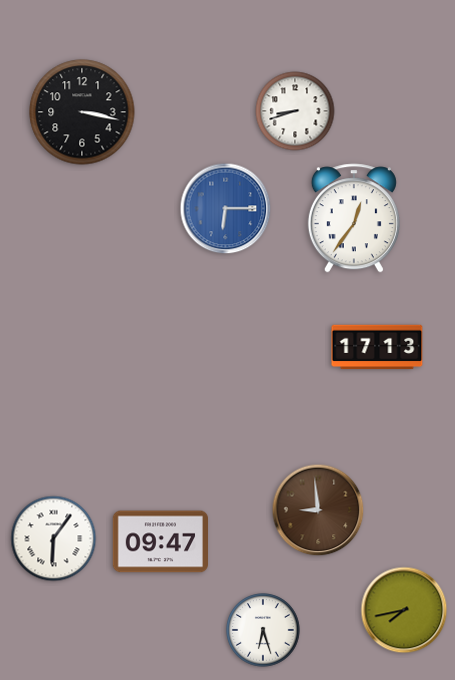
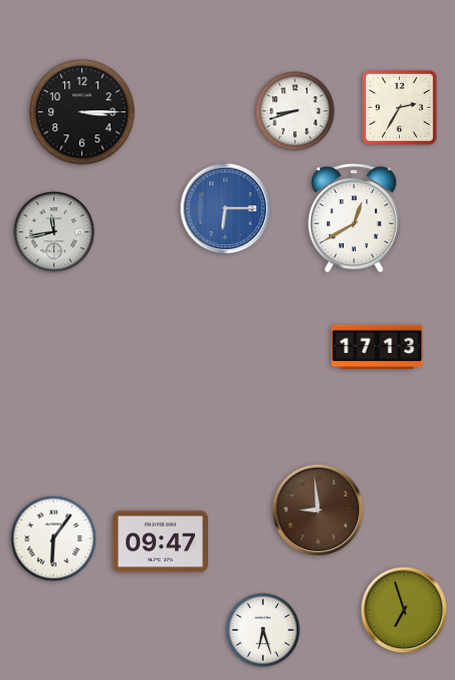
clock at (400, 108): none -> 2:35
clock at (82, 112): 3:17 -> 3:15
clock at (354, 218): 12:36 -> 12:40
clock at (54, 232): none -> 11:43
clock at (404, 610): 7:43 -> 6:57
